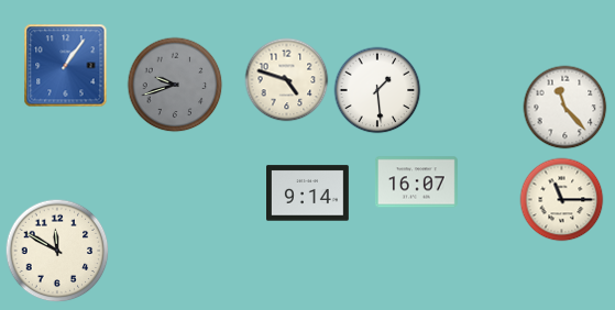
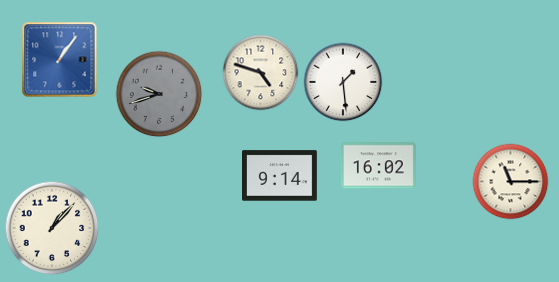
clock at (175, 85) position: (175, 85) -> (159, 94)
clock at (565, 108): 11:23 -> none
clock at (416, 182): 16:07 -> 16:02
clock at (57, 251): 11:50 -> 1:07
